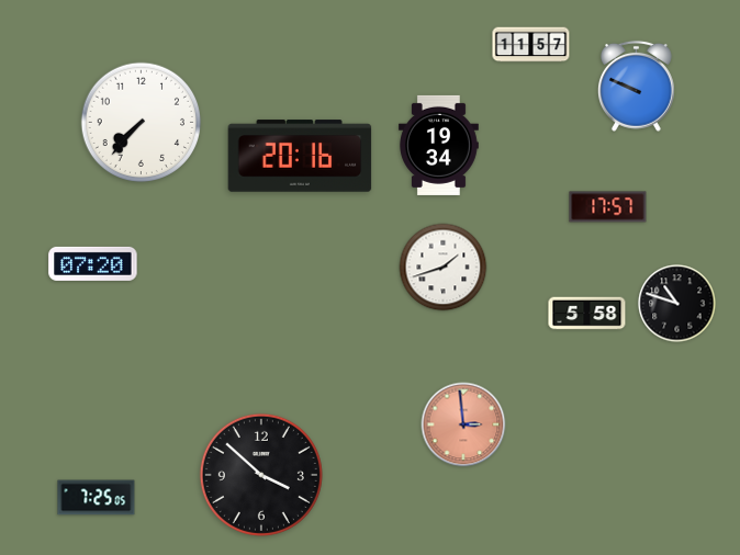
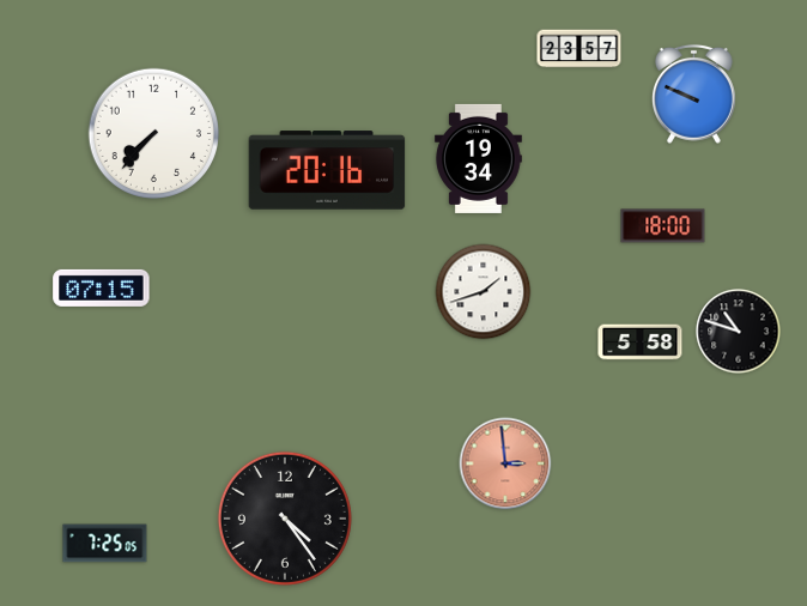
clock at (531, 45): 11:57 -> 23:57
clock at (608, 207): 17:57 -> 18:00
clock at (93, 263): 07:20 -> 07:15
clock at (261, 475): 3:52 -> 4:24
